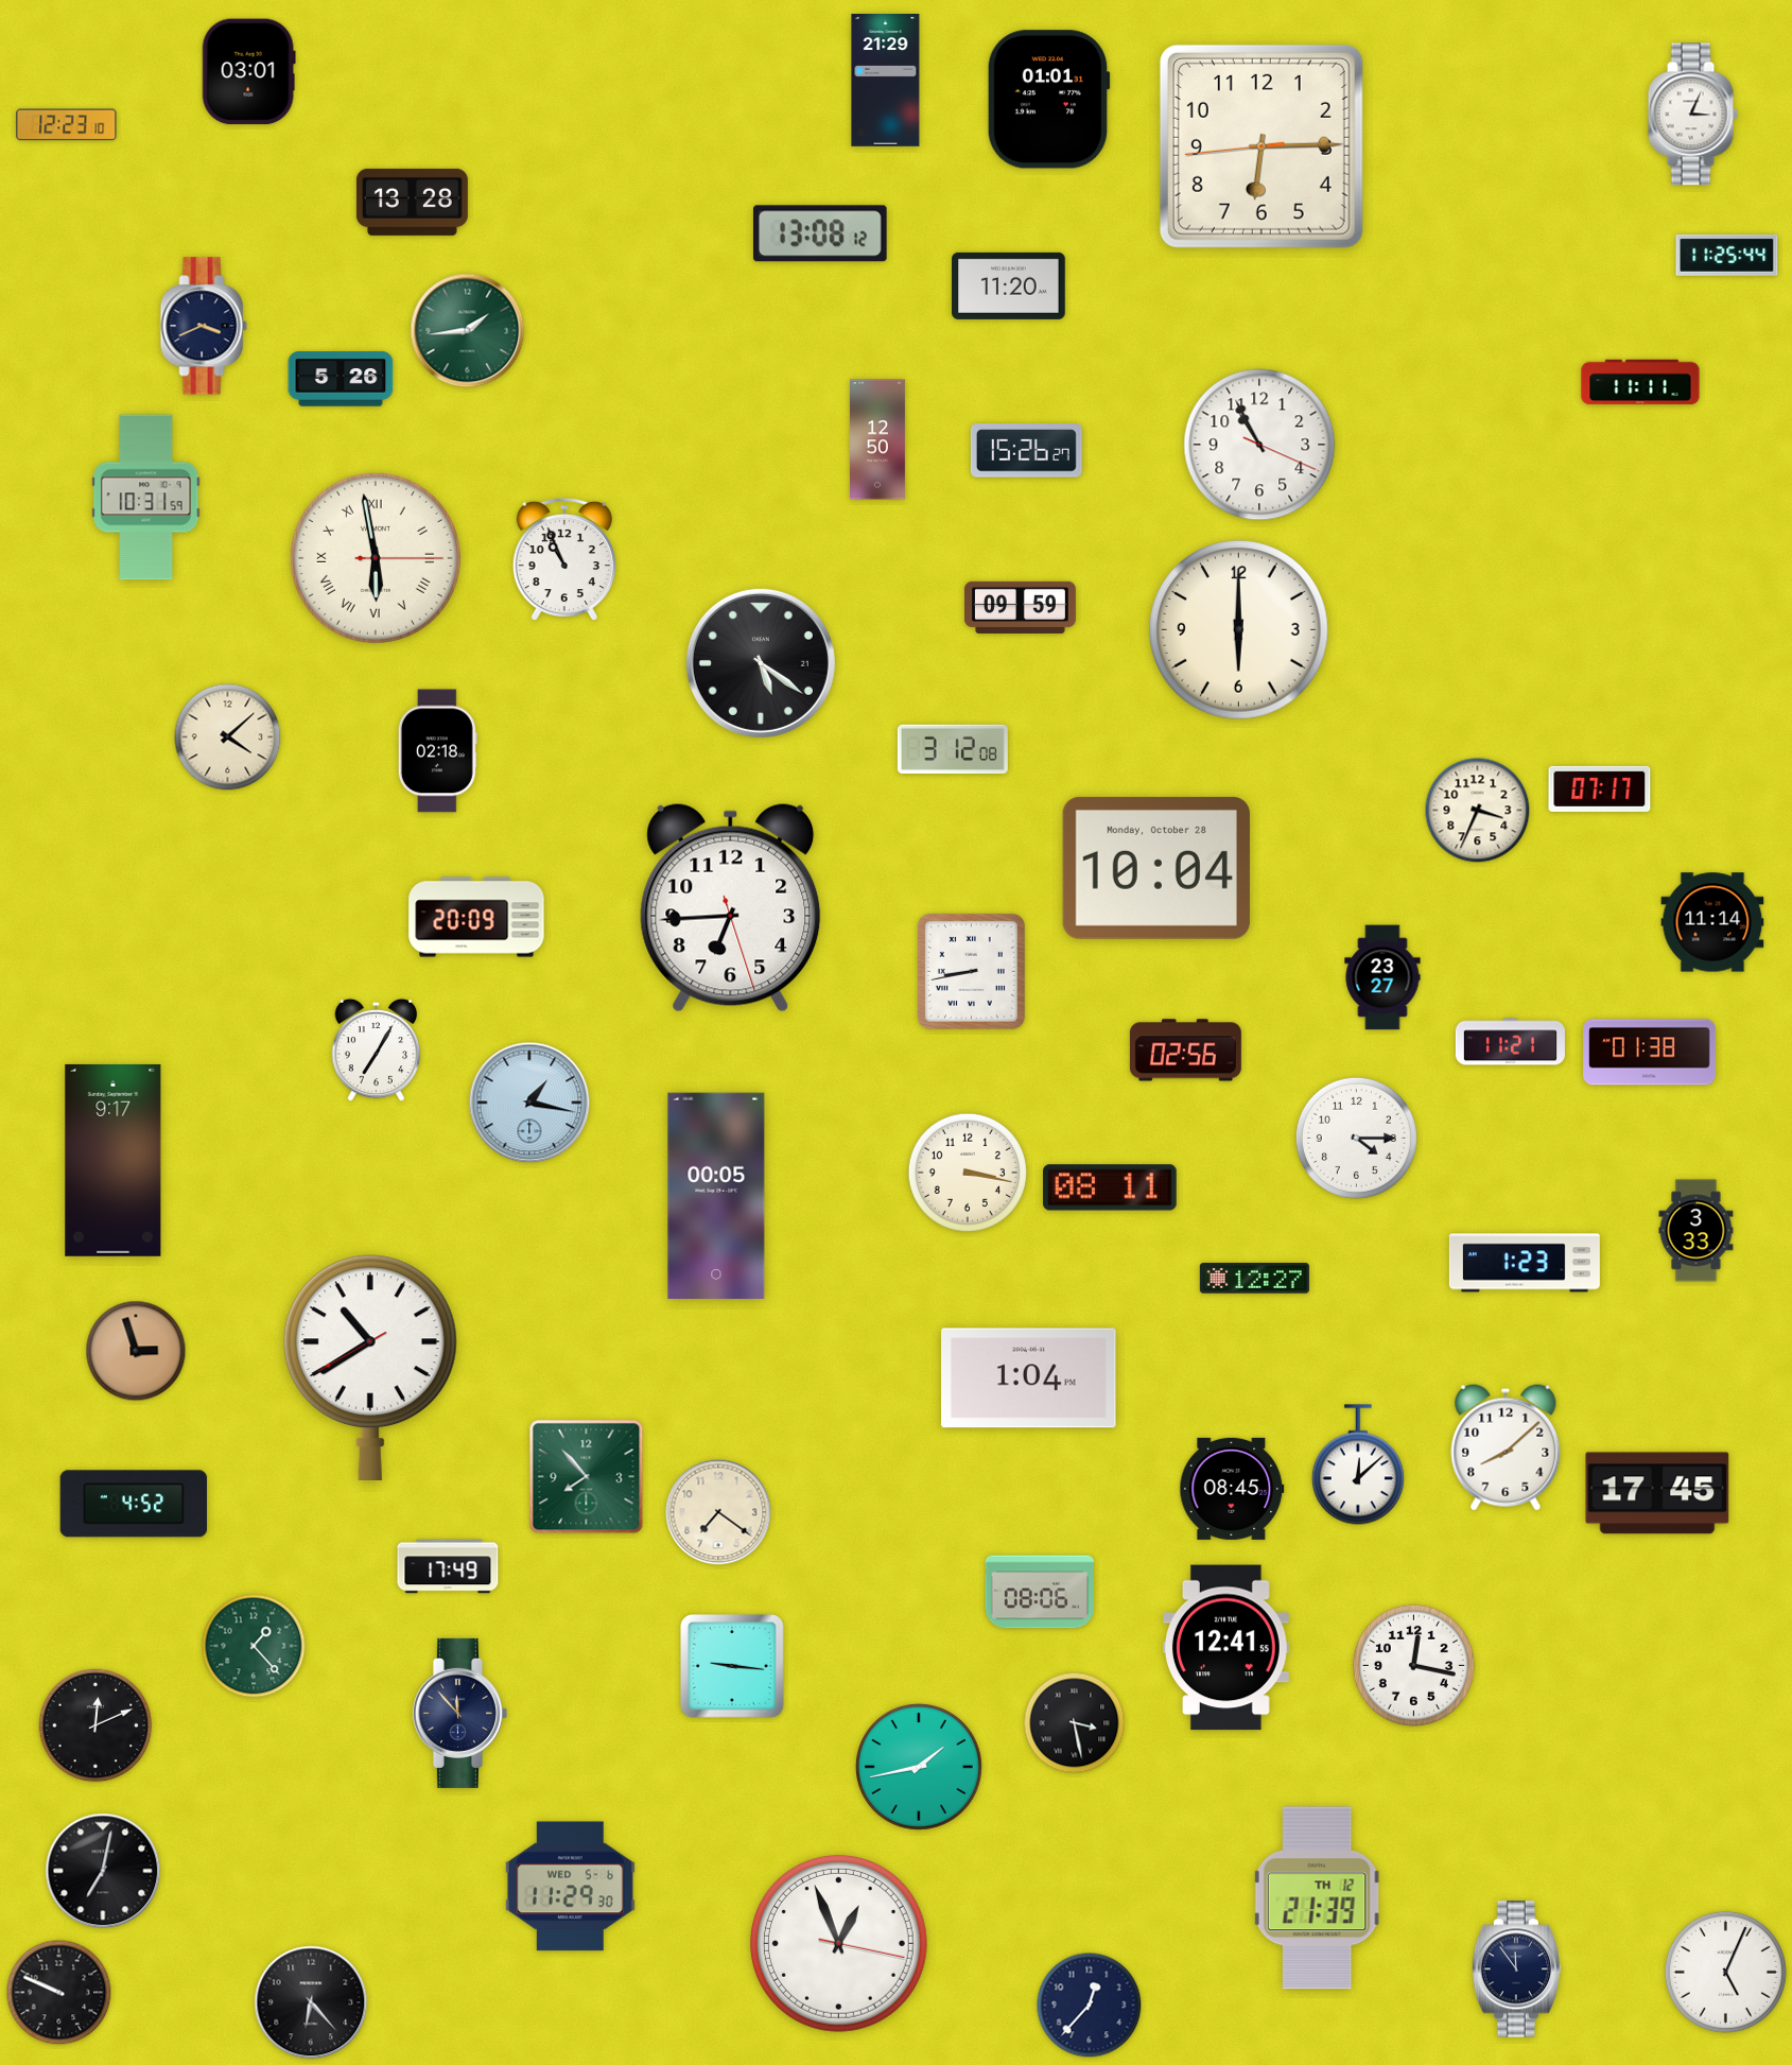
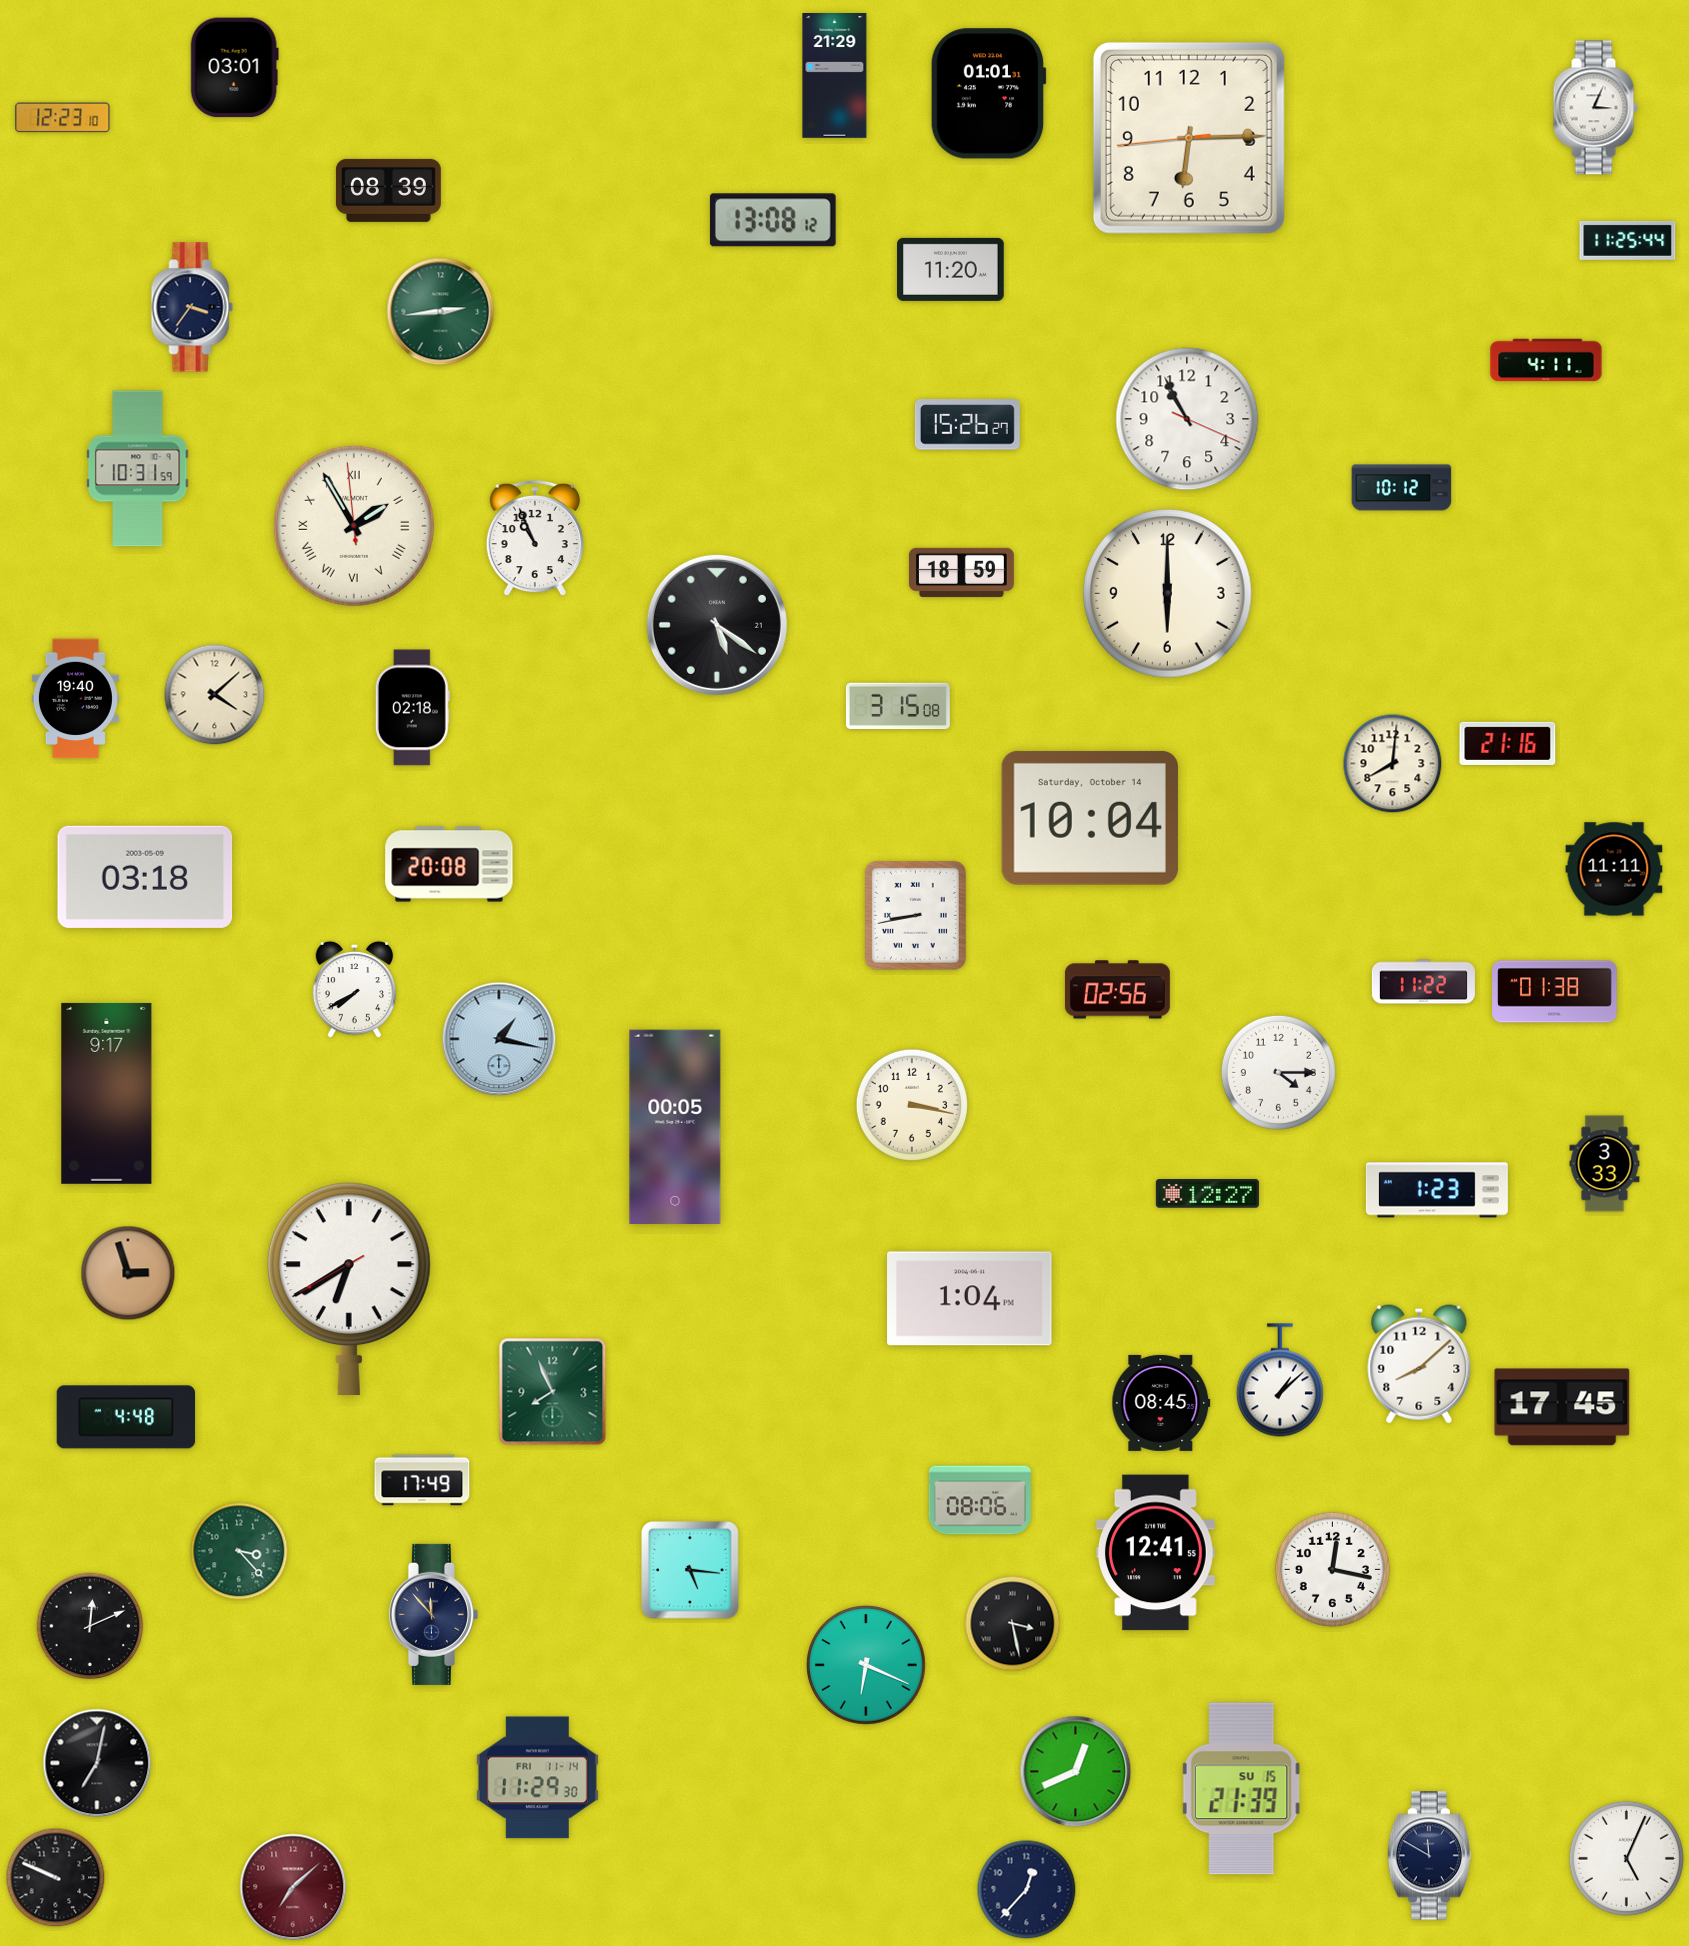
clock at (412, 202): 13:28 -> 08:39
clock at (204, 326): 3:41 -> 3:36
clock at (468, 331): 1:44 -> 2:44
clock at (341, 379): 5:26 -> none
clock at (1640, 382): 11:11 -> 4:11
clock at (878, 439): 12:50 -> none
clock at (1402, 488): none -> 10:12
clock at (376, 558): 5:58 -> 1:54
clock at (564, 559) position: (564, 559) -> (535, 538)
clock at (1020, 607): 09:59 -> 18:59
clock at (75, 699): none -> 19:40
clock at (953, 749): 3:12 -> 3:15
clock at (1600, 788): 07:17 -> 21:16
clock at (1478, 811): 3:34 -> 8:01
clock at (1156, 868) date: Monday, October 28 -> Saturday, October 14
clock at (731, 908): 6:44 -> none
clock at (476, 917): 20:09 -> 20:08
clock at (1712, 922): 11:14 -> 11:11
clock at (145, 877): none -> 03:18
clock at (1382, 977): 23:27 -> none
clock at (1510, 1042): 11:21 -> 11:22
clock at (377, 1051): 7:05 -> 7:40
clock at (1110, 1187): 08:11 -> none
clock at (1697, 1231) position: (1697, 1231) -> (1605, 1164)
clock at (1254, 1279) position: (1254, 1279) -> (1207, 1194)
clock at (370, 1367): 10:39 -> 6:39
clock at (1358, 1464): 12:08 -> 1:08
clock at (587, 1477): 7:53 -> 7:56
clock at (134, 1504): 4:52 -> 4:48
clock at (718, 1512): 7:21 -> none
clock at (448, 1566) position: (448, 1566) -> (422, 1480)
clock at (254, 1646): 1:23 -> 3:23
clock at (733, 1667): 9:16 -> 5:16
clock at (919, 1767): 1:43 -> 6:19
clock at (1076, 1772): none -> 12:41
clock at (570, 1887) date: WED 5-6 -> FRI 11-14
clock at (1318, 1898) date: TH 12 -> SU 15
clock at (838, 1943): 12:56 -> none
clock at (1516, 1969): 11:54 -> 11:50
clock at (311, 2002): 6:23 -> 7:08
clock at (311, 2002) dial: black -> burgundy
